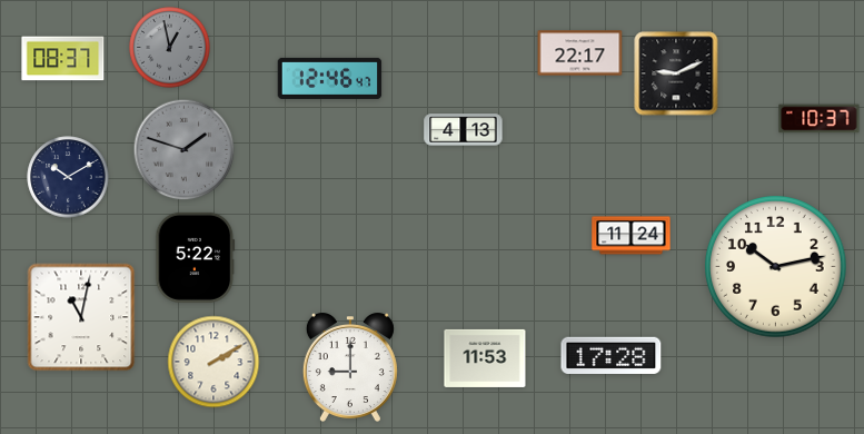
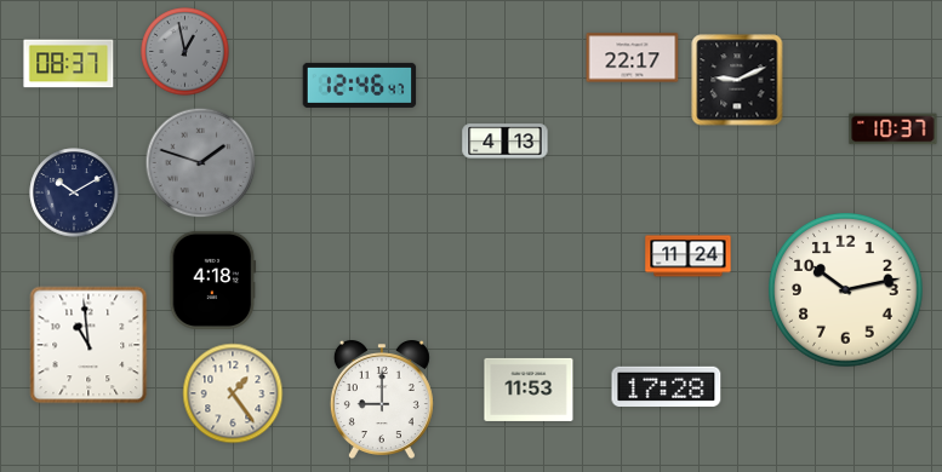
clock at (196, 257): 5:22 -> 4:18
clock at (81, 317): 11:02 -> 10:59
clock at (213, 362): 2:10 -> 1:24
